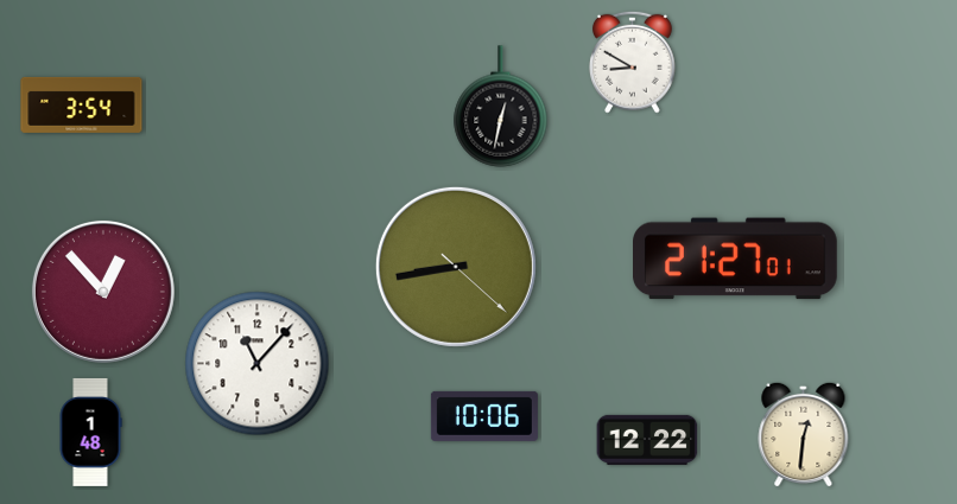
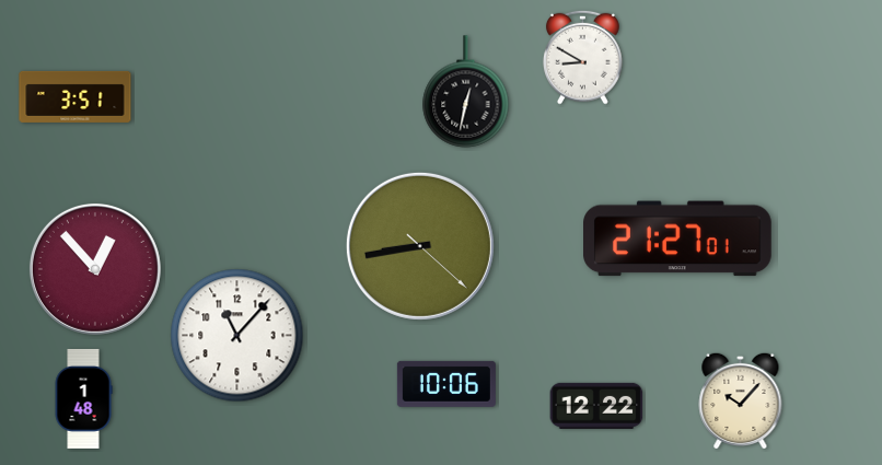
clock at (82, 104): 3:54 -> 3:51
clock at (501, 107) position: (501, 107) -> (466, 92)
clock at (804, 434): 12:31 -> 10:07
